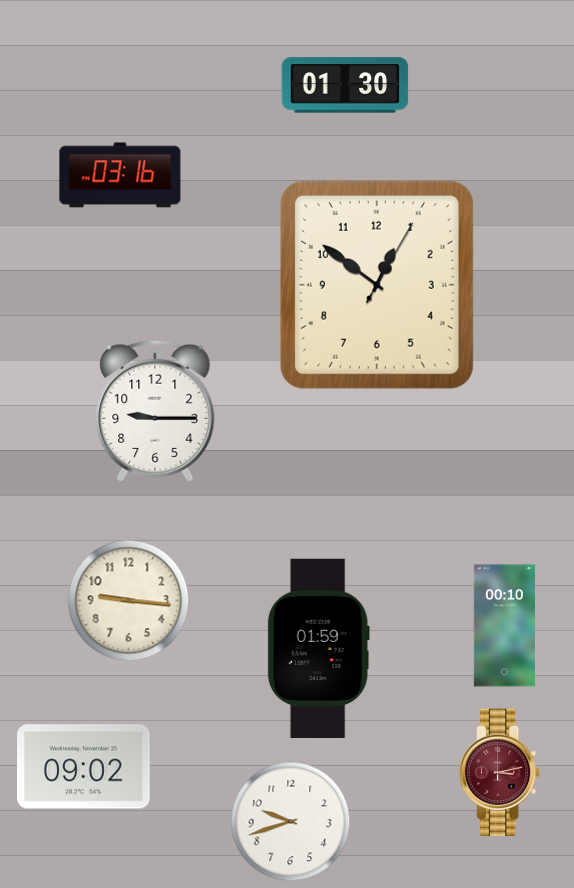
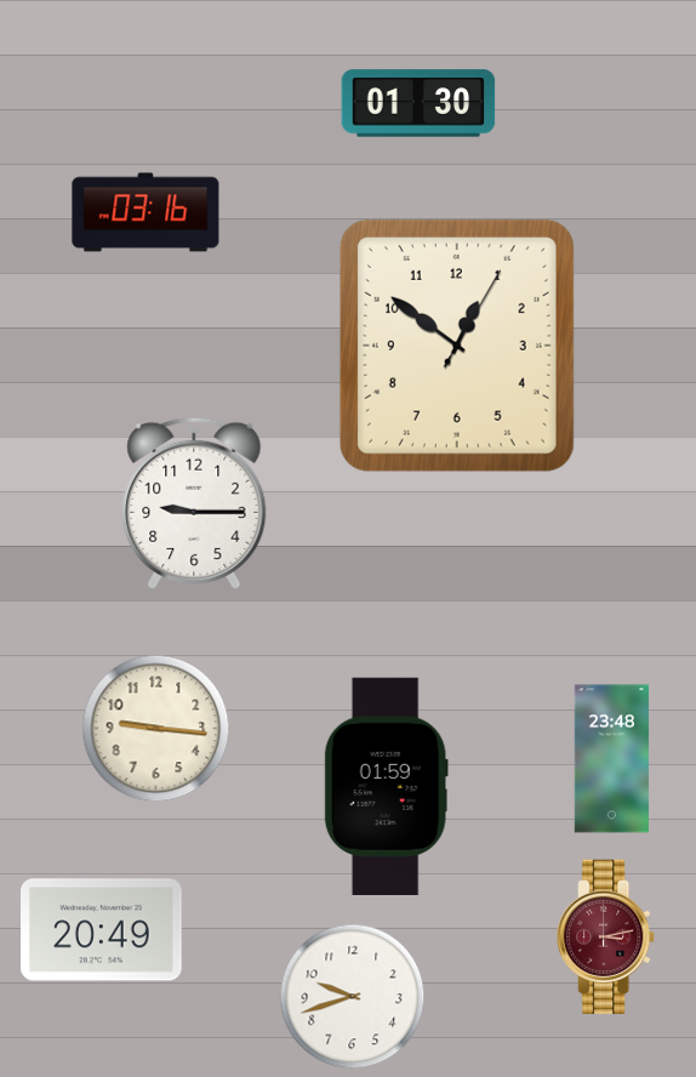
clock at (155, 411) position: (155, 411) -> (194, 503)
clock at (504, 626): 00:10 -> 23:48
clock at (84, 767): 09:02 -> 20:49
